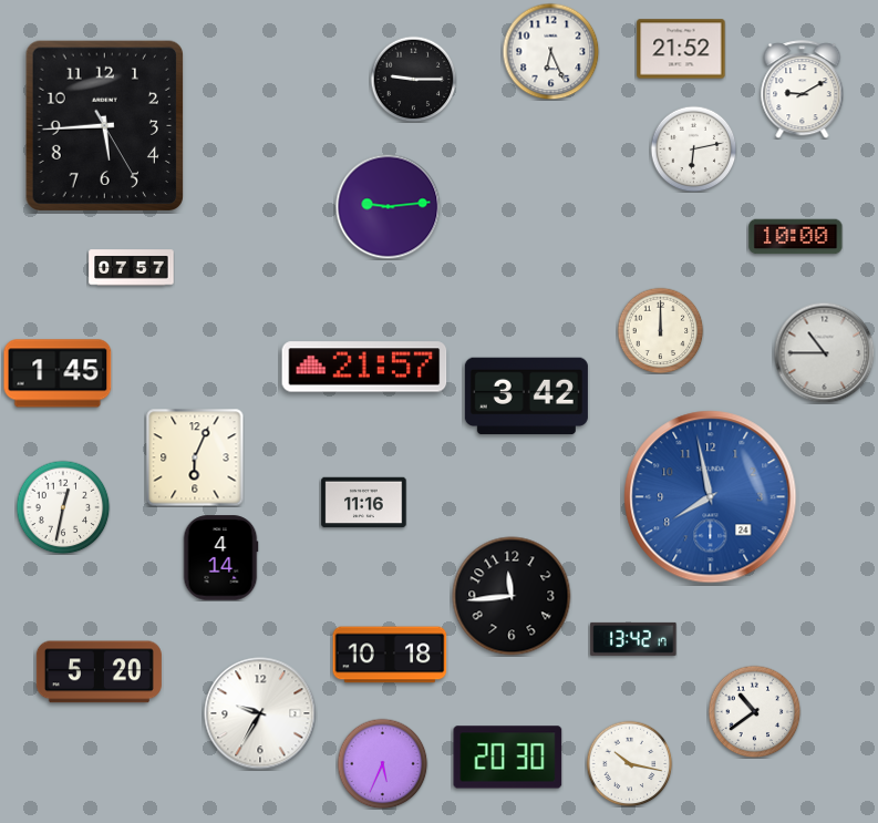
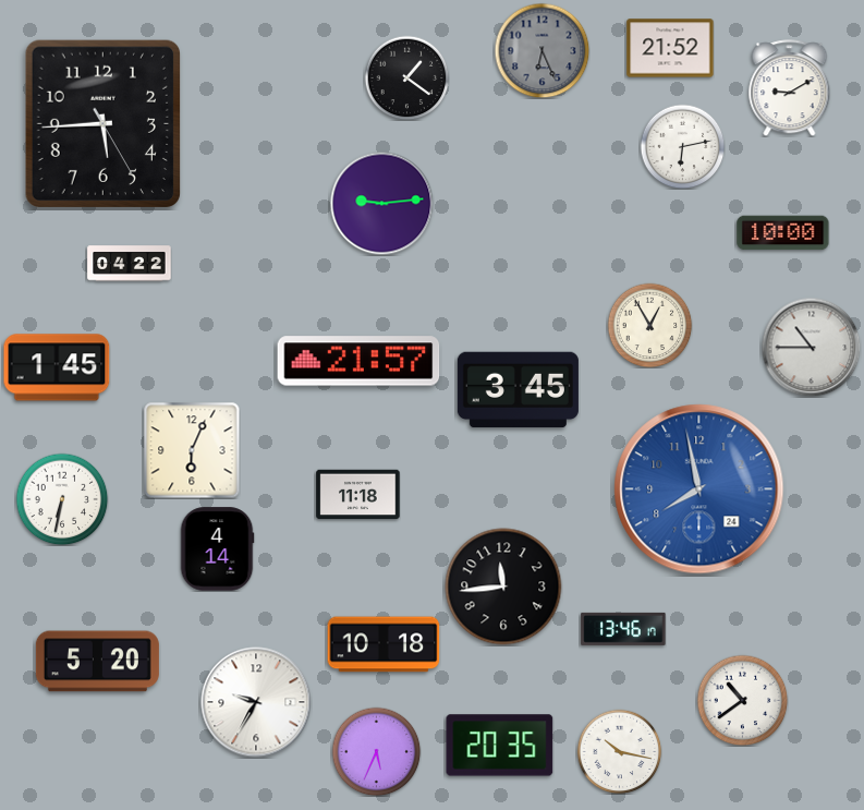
clock at (550, 51) dial: white -> grey
clock at (413, 79): 9:15 -> 1:21
clock at (132, 268): 07:57 -> 04:22
clock at (660, 330): 12:00 -> 12:55
clock at (526, 397): 3:42 -> 3:45
clock at (364, 503): 11:16 -> 11:18
clock at (63, 507): 12:32 -> 6:32
clock at (633, 639): 13:42 -> 13:46
clock at (508, 758): 20:30 -> 20:35
